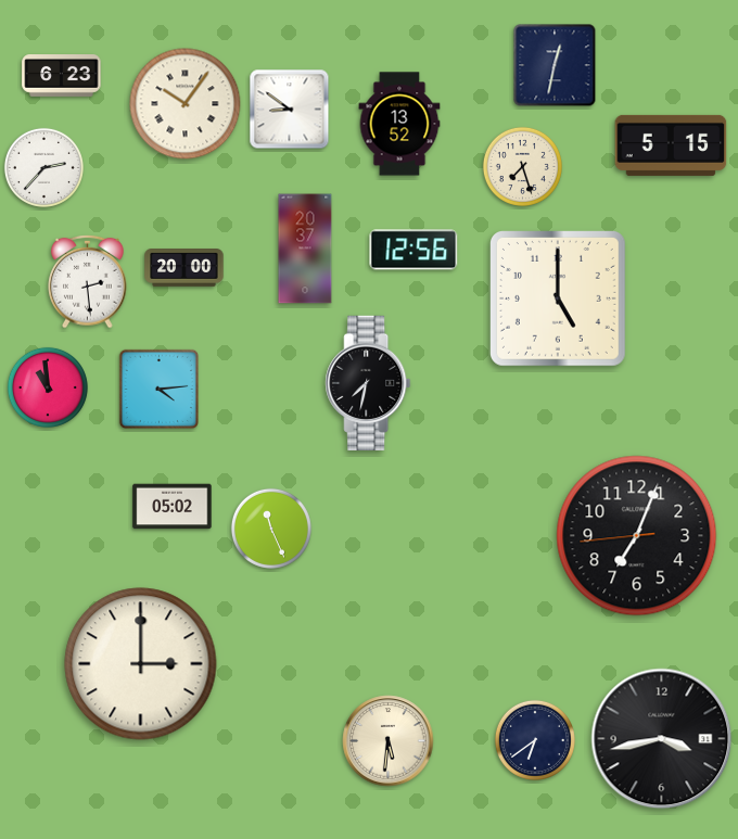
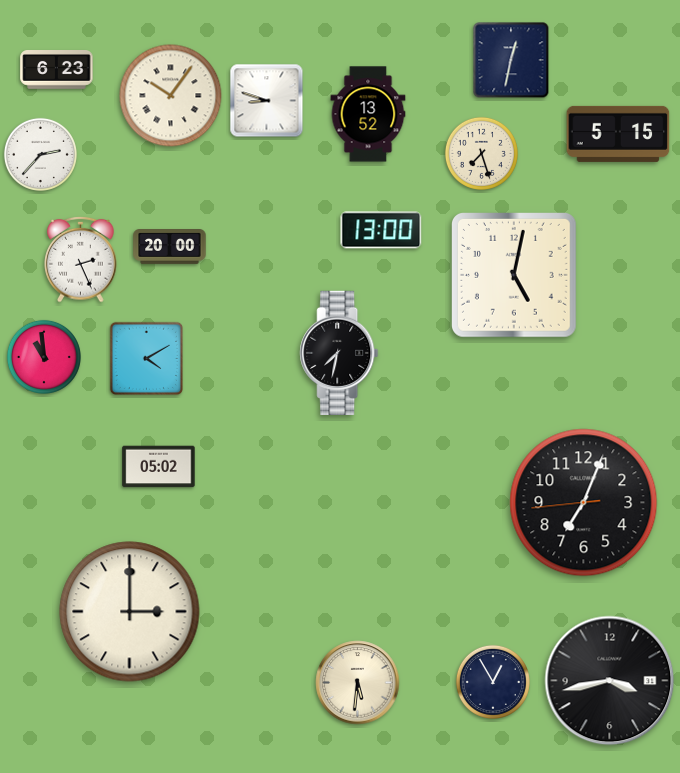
clock at (290, 110): 8:51 -> 8:48
clock at (305, 249): 20:37 -> none
clock at (413, 250): 12:56 -> 13:00
clock at (88, 281): 2:29 -> 2:26
clock at (558, 298): 5:00 -> 5:02
clock at (158, 389): 4:14 -> 4:10
clock at (271, 529): 11:26 -> none
clock at (637, 536) position: (637, 536) -> (584, 503)
clock at (535, 740): 6:39 -> 12:55
